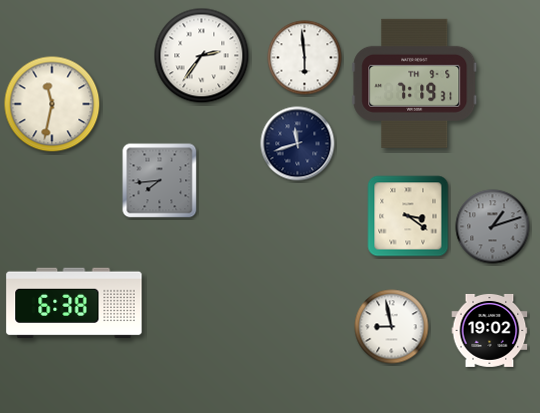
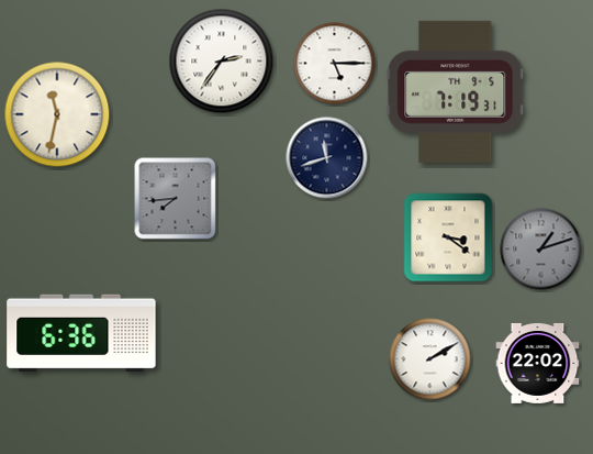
clock at (305, 58): 5:59 -> 5:15
clock at (74, 303): 6:38 -> 6:36
clock at (392, 327): 8:58 -> 2:10
clock at (490, 330): 19:02 -> 22:02
